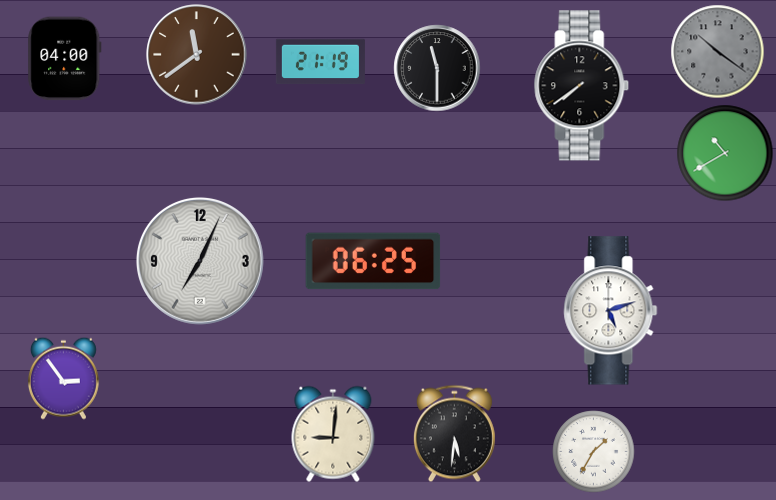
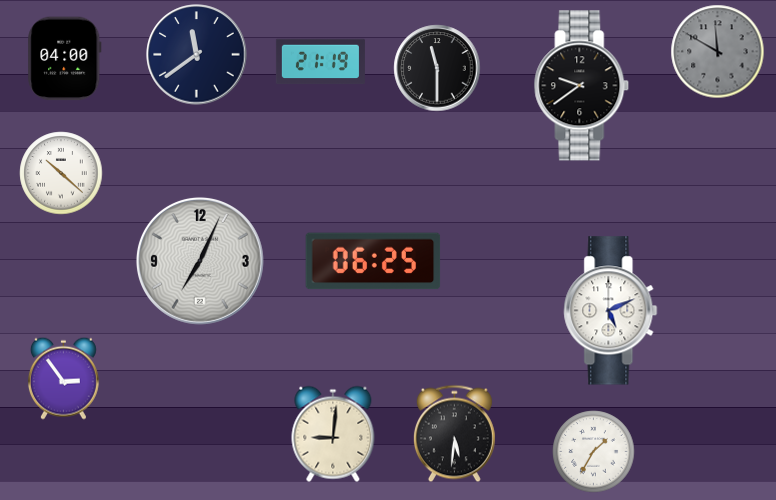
clock at (718, 52): 10:21 -> 11:50
clock at (197, 55) dial: brown -> navy
clock at (582, 86): 7:39 -> 9:39
clock at (725, 153): 10:40 -> none
clock at (61, 173): none -> 10:22
clock at (611, 311): 5:12 -> 5:11
